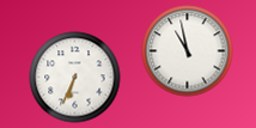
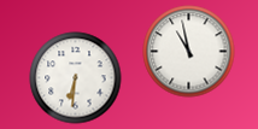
clock at (75, 78): 6:34 -> 6:31
